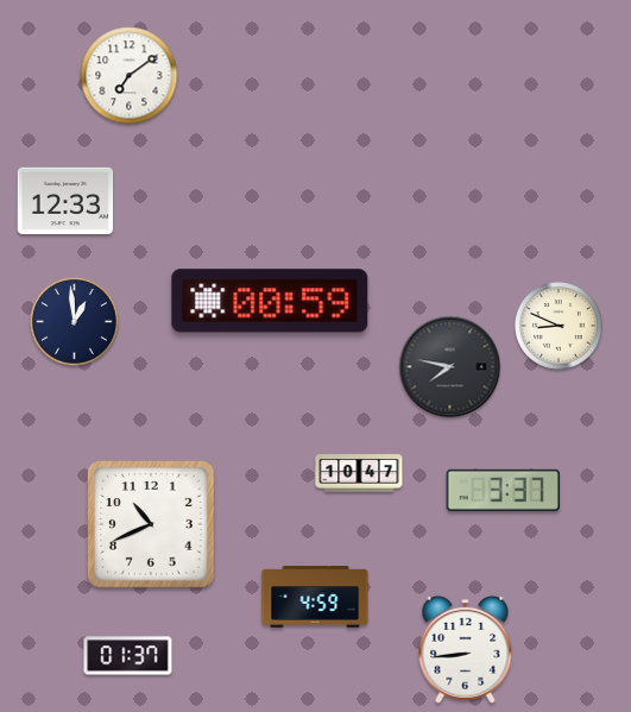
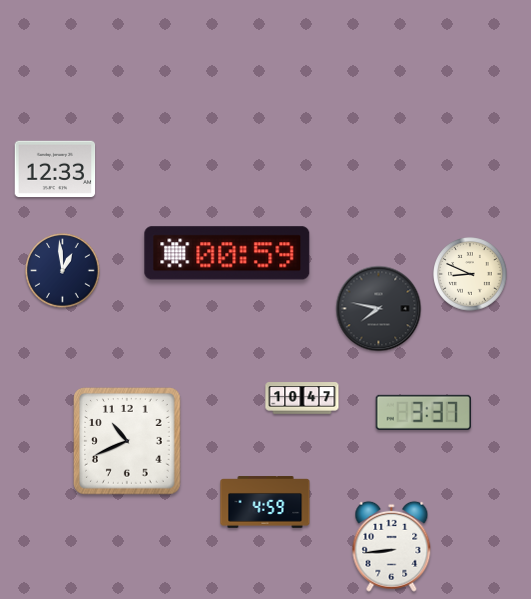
clock at (130, 76): 7:09 -> none
clock at (128, 656): 01:37 -> none
